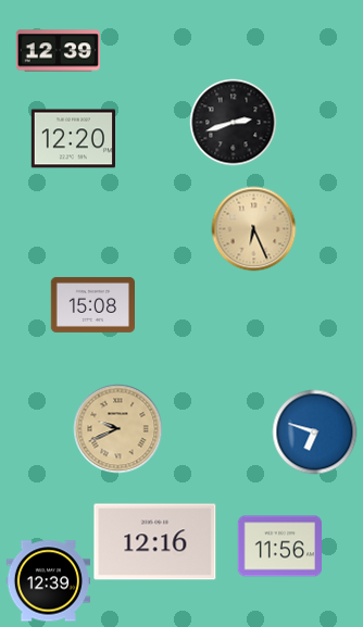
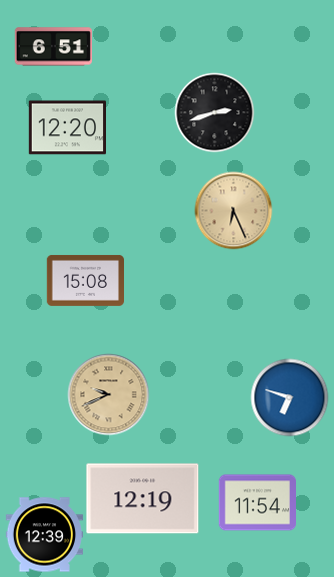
clock at (58, 51): 12:39 -> 6:51
clock at (155, 542): 12:16 -> 12:19
clock at (279, 547): 11:56 -> 11:54
